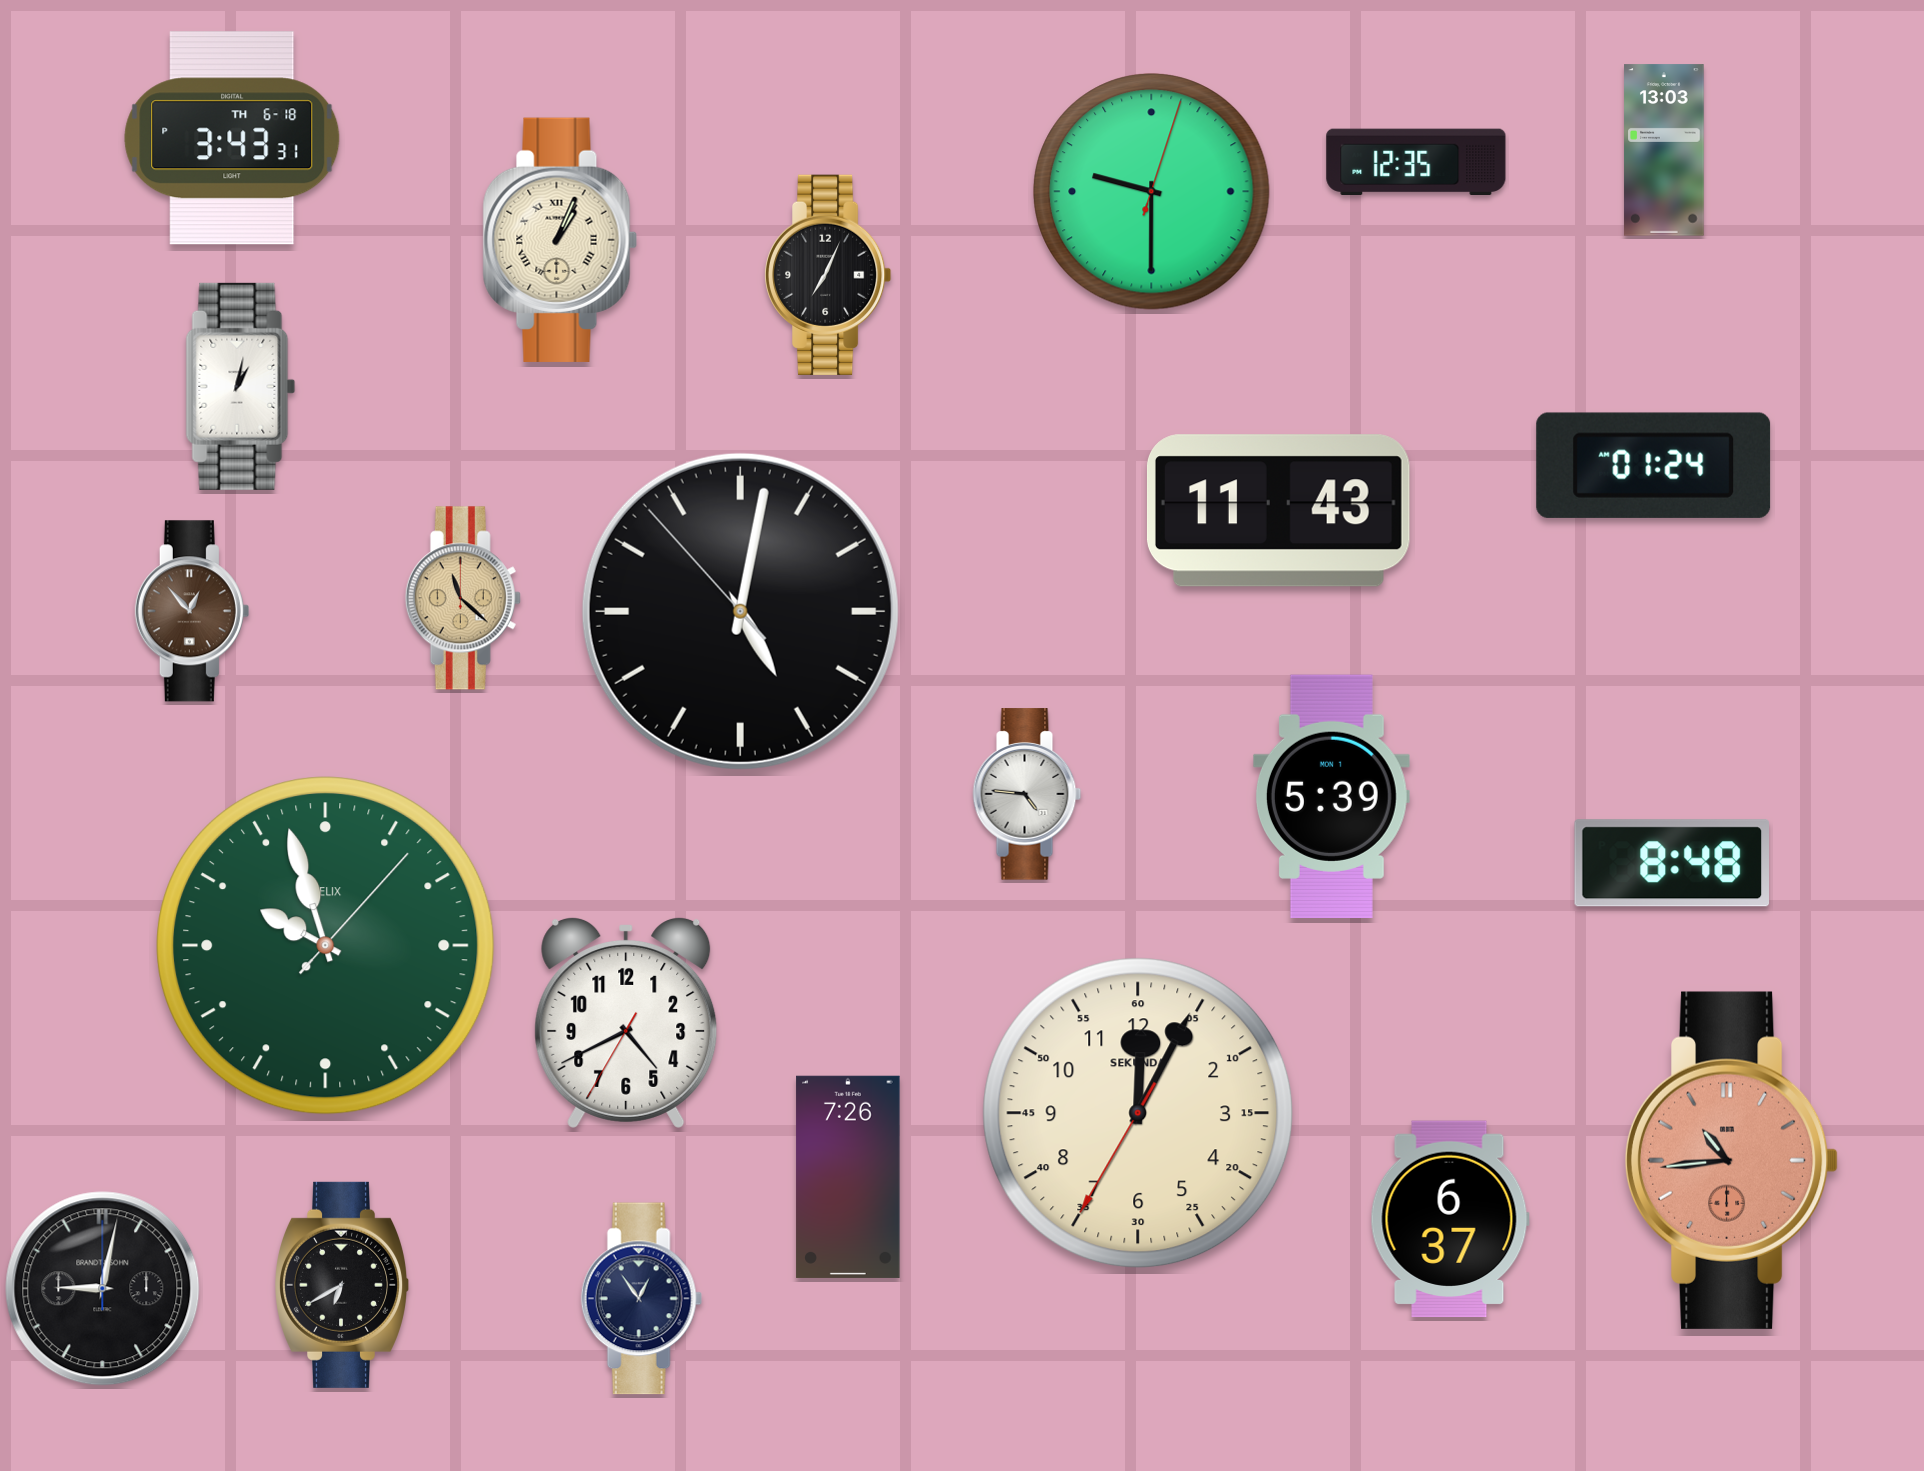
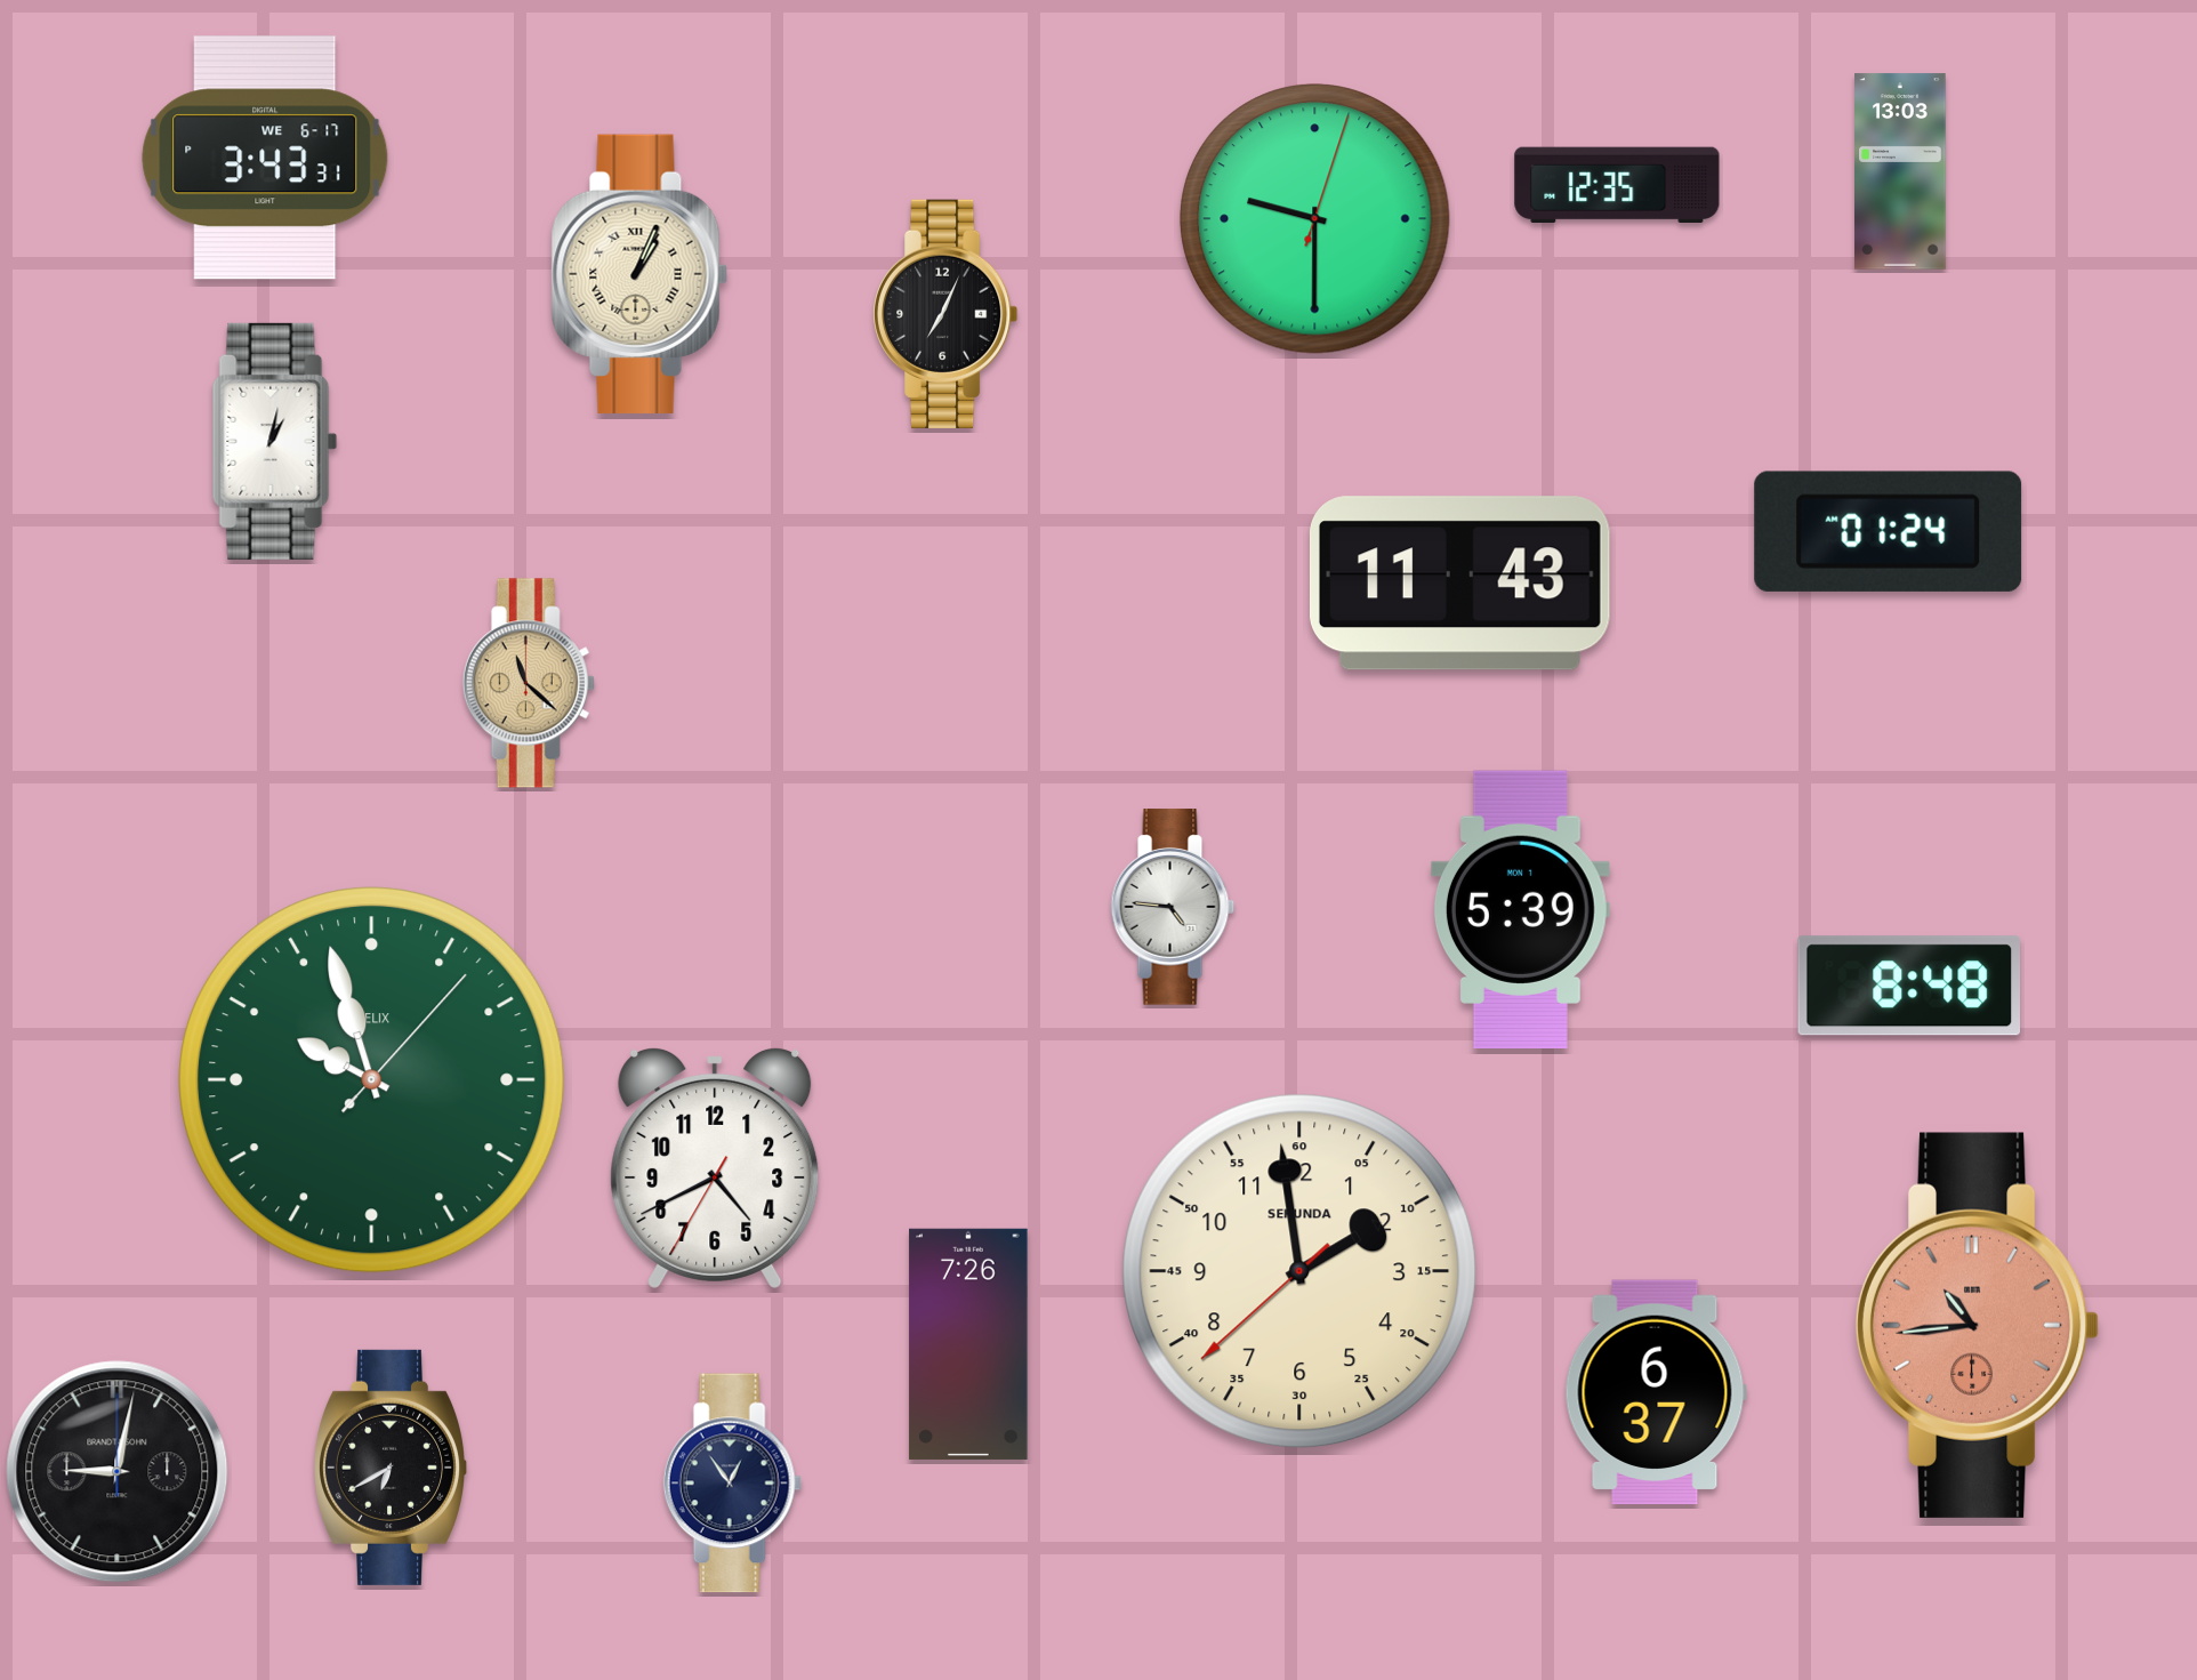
clock at (232, 138) date: TH 6-18 -> WE 6-17
clock at (192, 611): 12:53 -> none
clock at (740, 611): 5:01 -> none
clock at (1138, 1113): 12:04 -> 1:58
